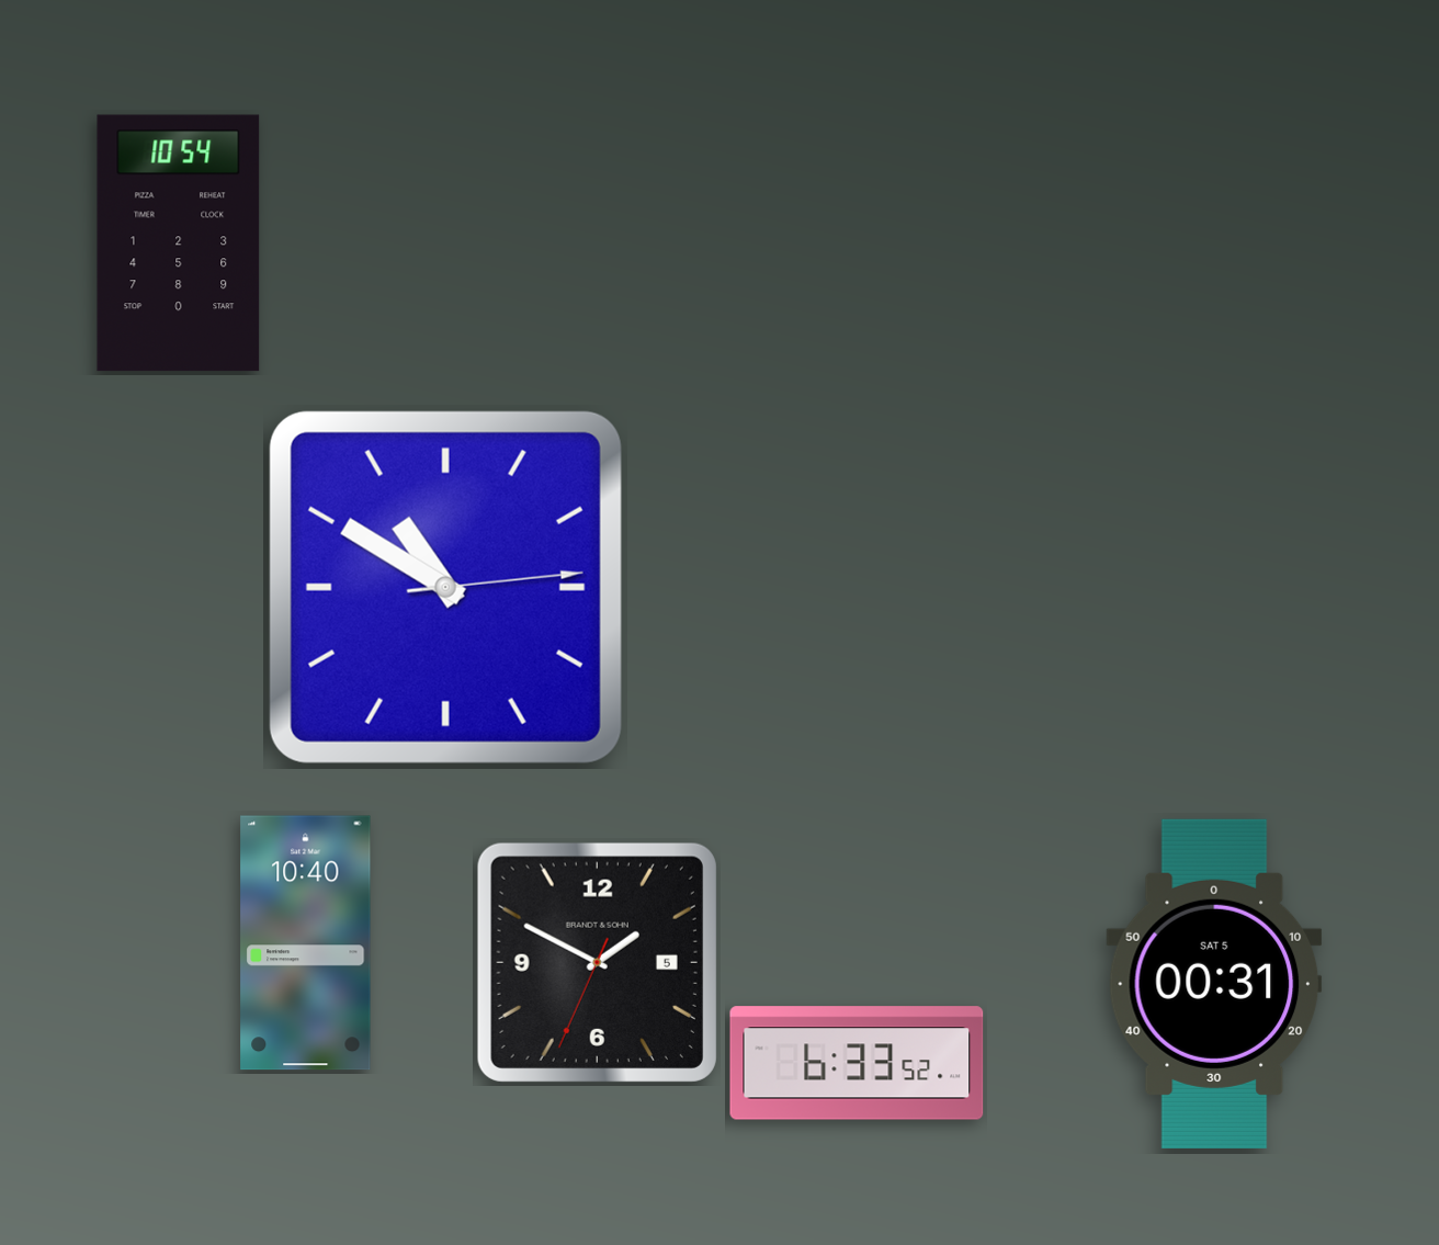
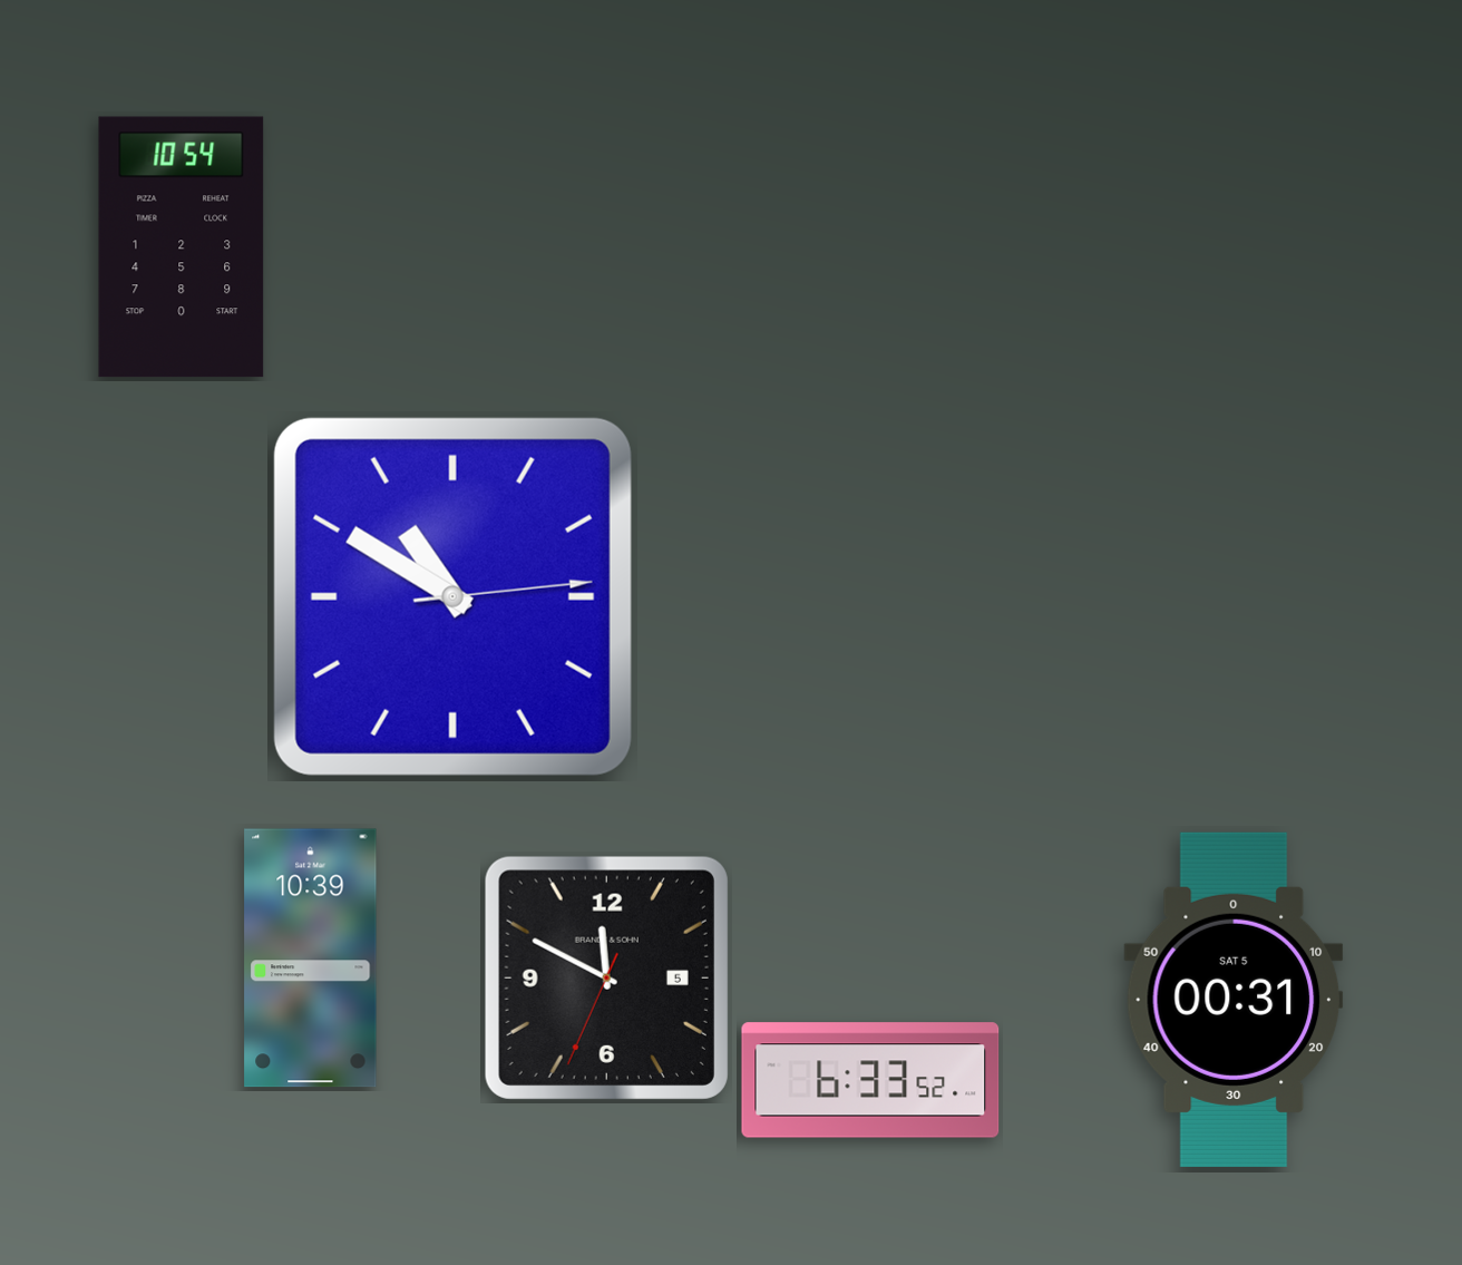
clock at (306, 943): 10:40 -> 10:39
clock at (597, 962): 1:49 -> 11:49
